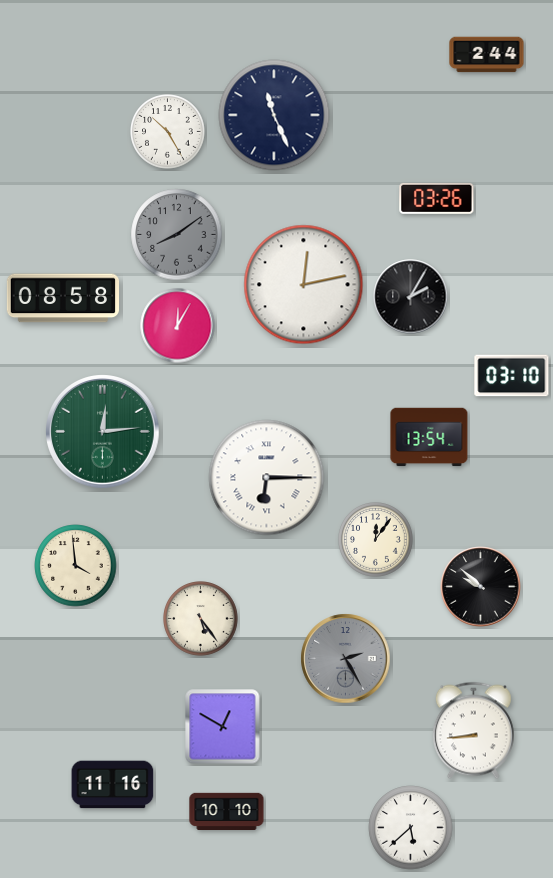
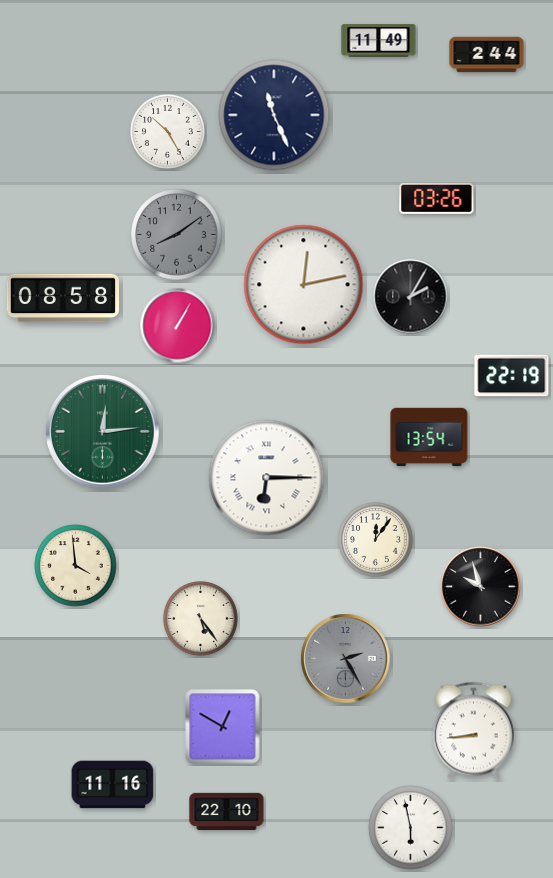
clock at (379, 41): none -> 11:49
clock at (178, 326): 12:05 -> 1:05
clock at (512, 376): 03:10 -> 22:19
clock at (481, 587): 9:52 -> 9:57
clock at (227, 811): 10:10 -> 22:10
clock at (411, 828): 5:38 -> 5:58
